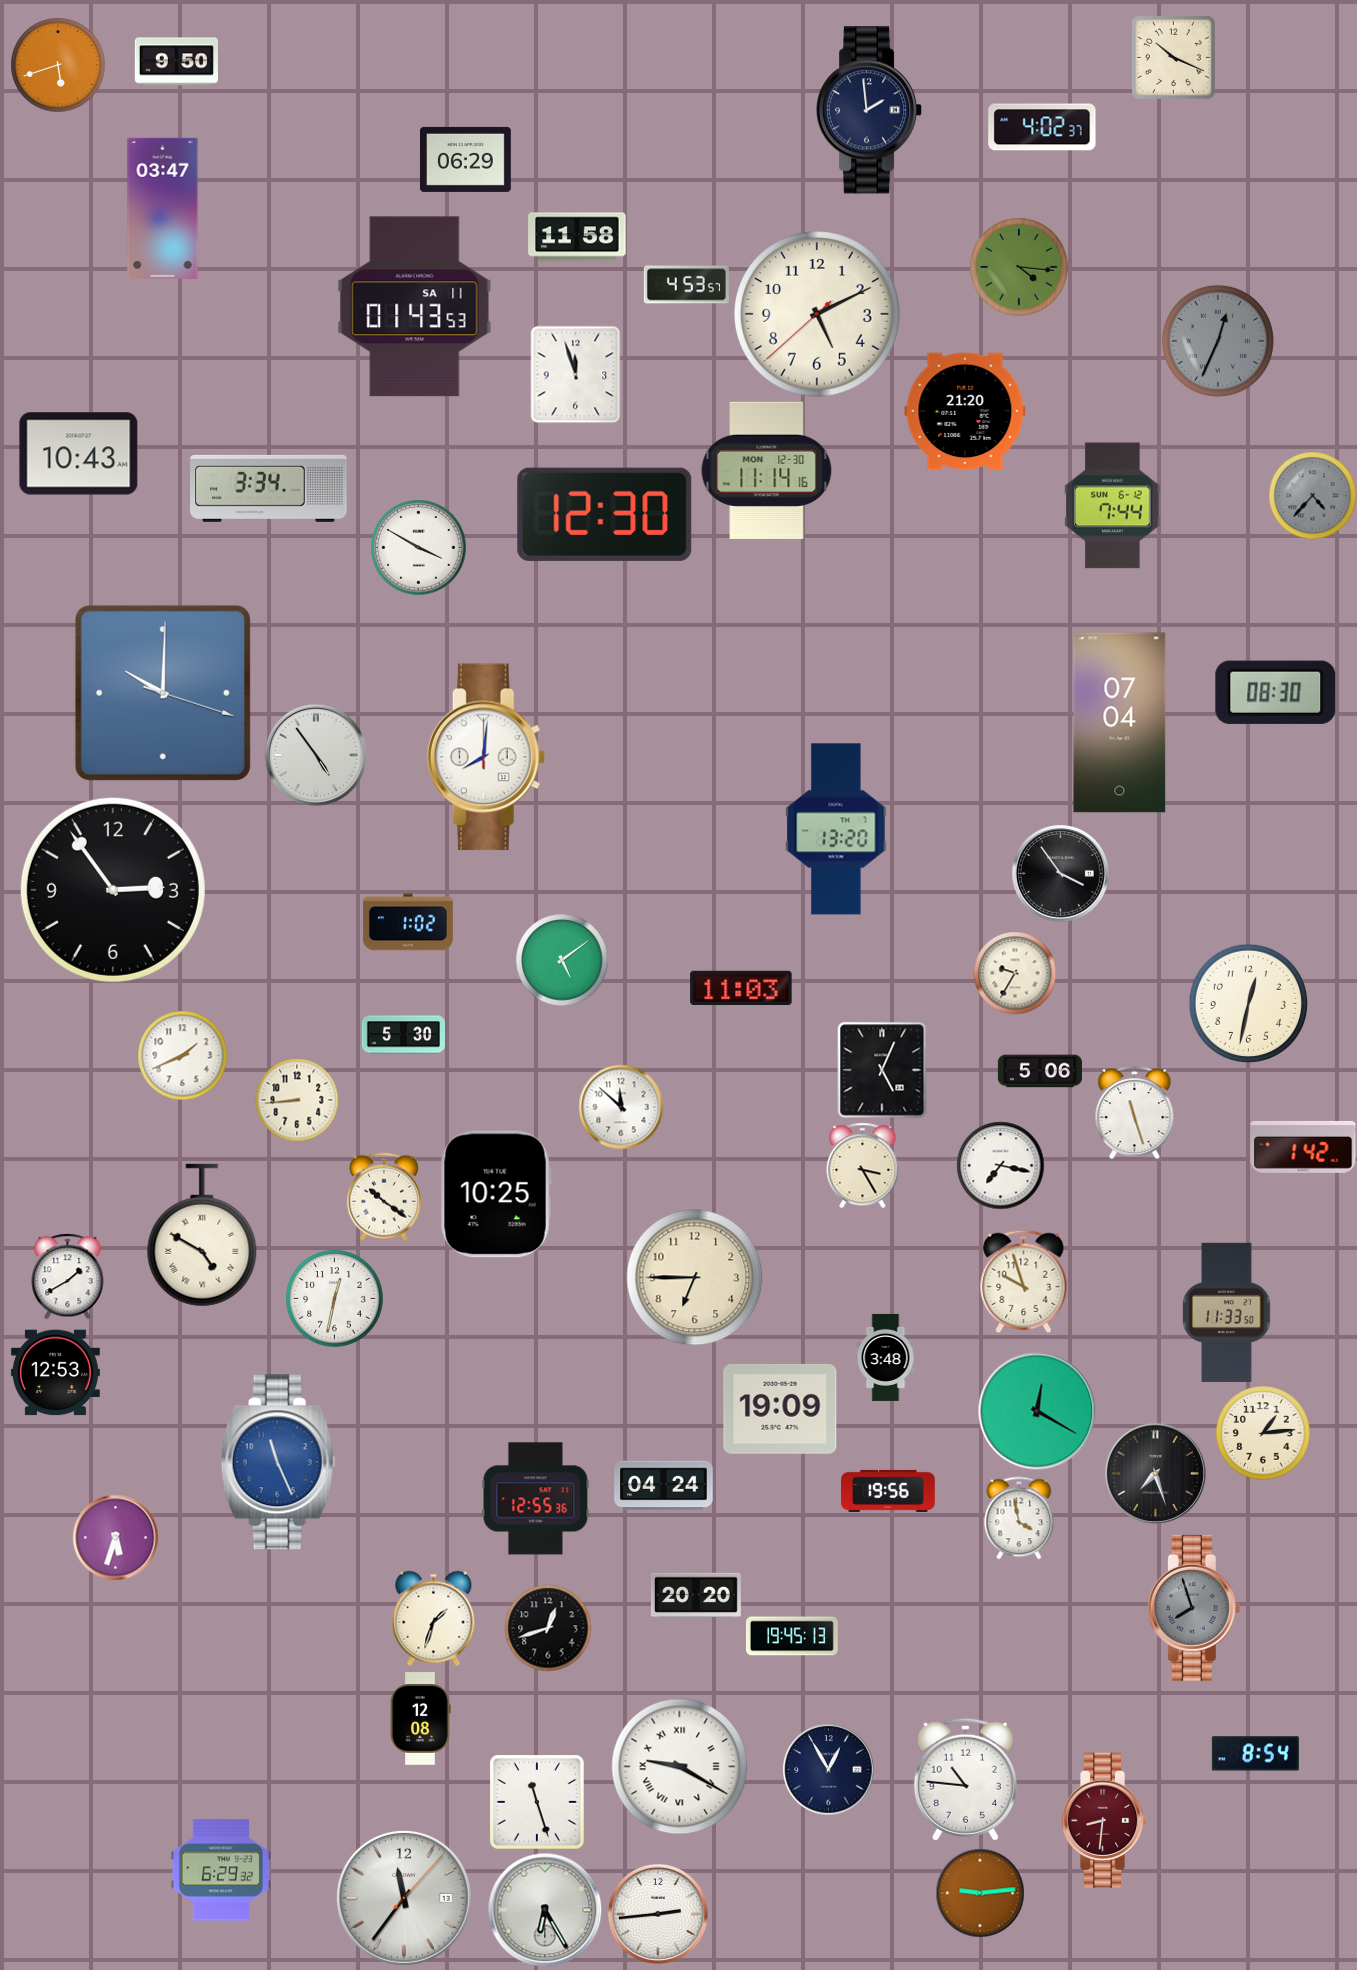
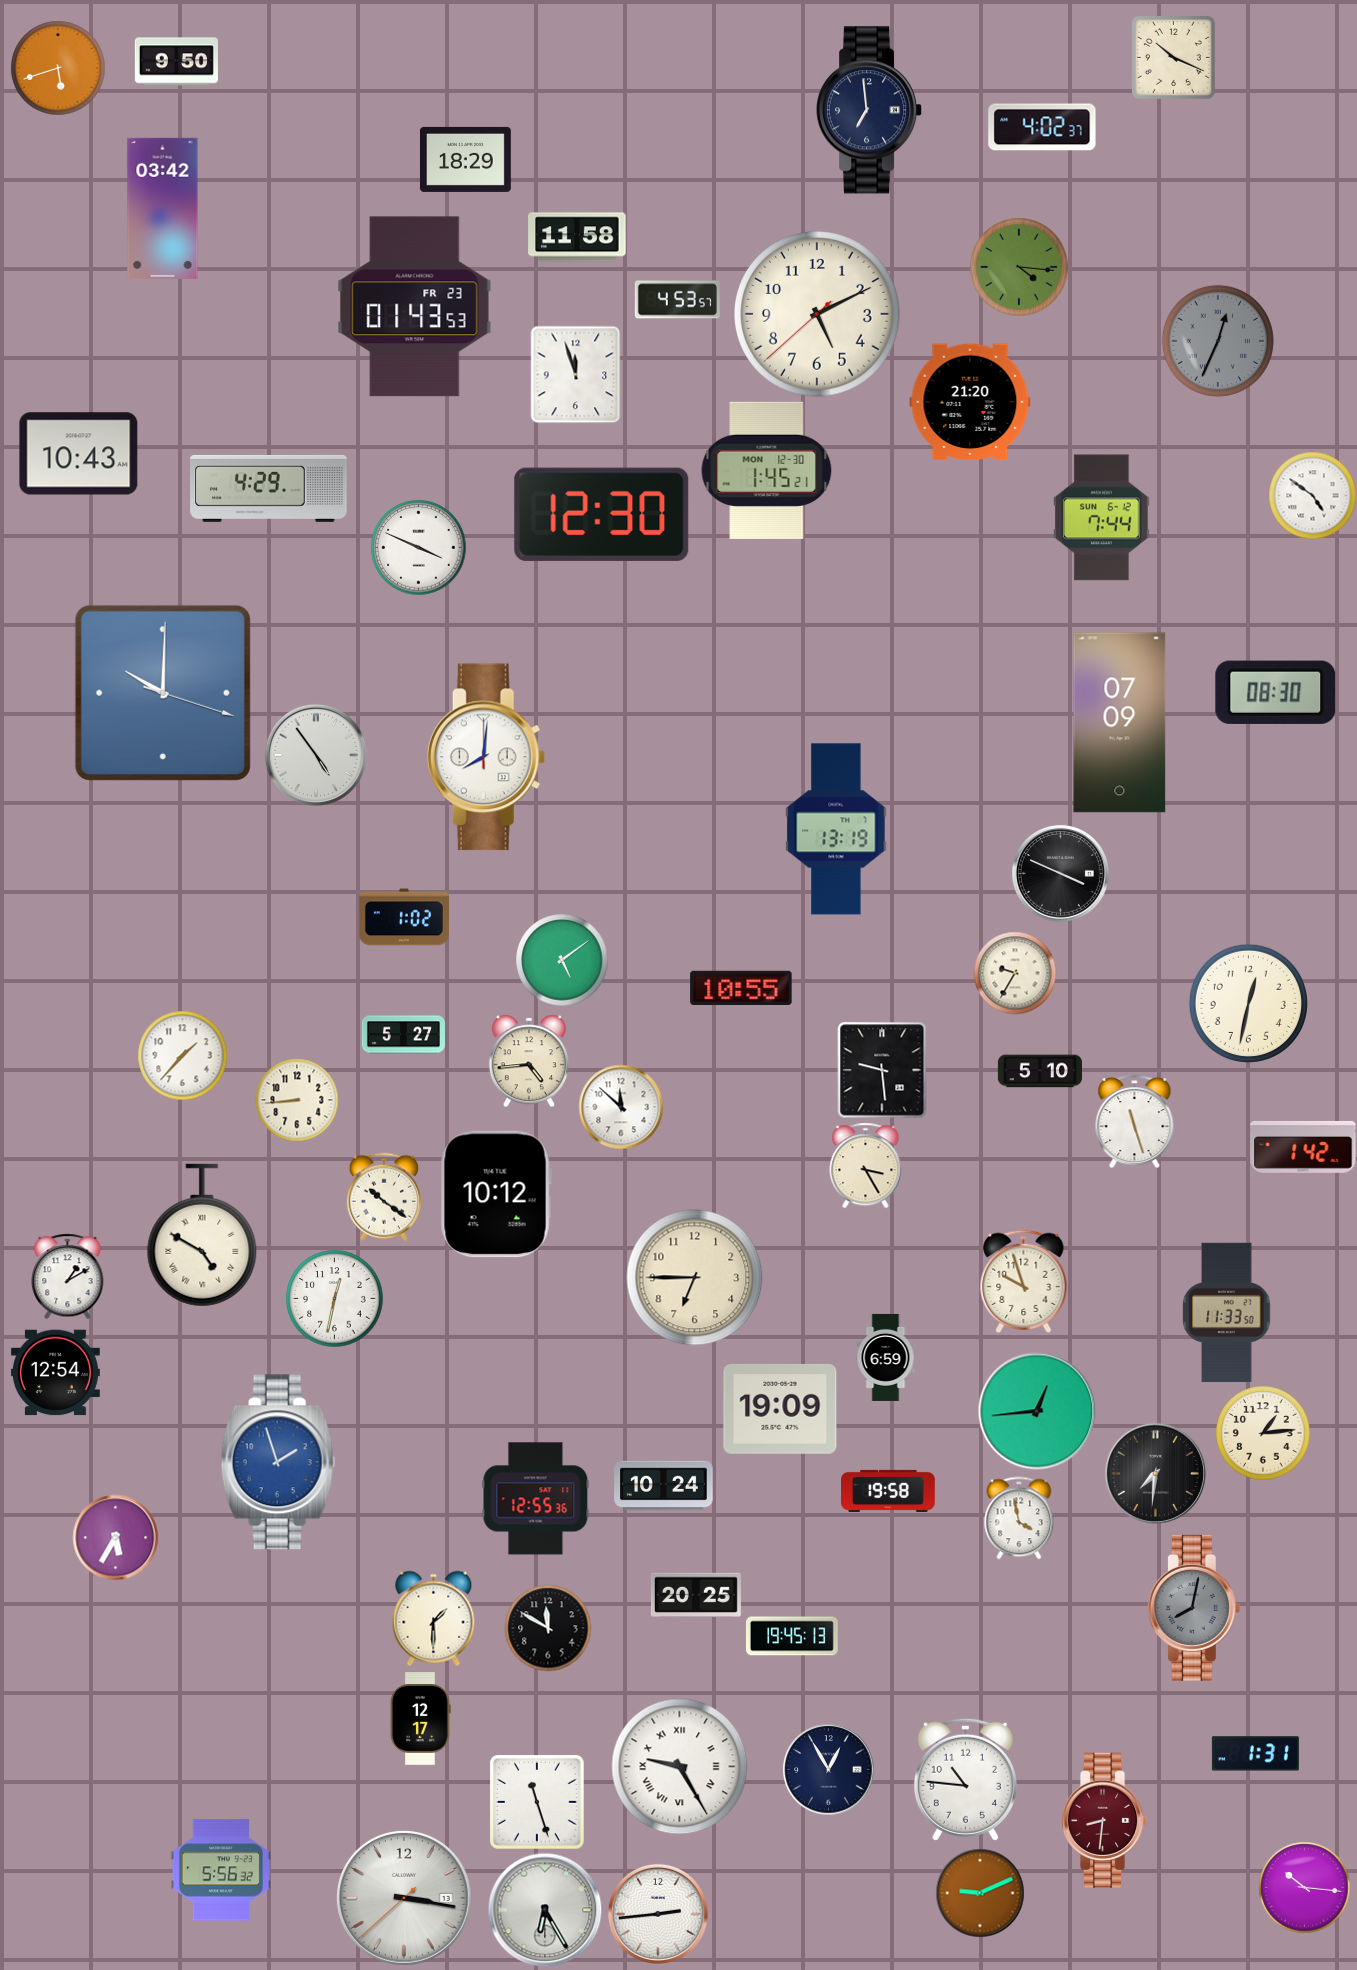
clock at (58, 65) position: (58, 65) -> (58, 68)
clock at (869, 110): 1:59 -> 6:59
clock at (465, 159): 06:29 -> 18:29
clock at (163, 208): 03:47 -> 03:42
clock at (686, 285) position: (686, 285) -> (677, 300)
clock at (415, 307) date: SA 11 -> FR 23
clock at (965, 411) position: (965, 411) -> (970, 402)
clock at (767, 470): 11:14 -> 1:45
clock at (269, 488): 3:34 -> 4:29
clock at (1312, 495): 4:37 -> 4:51
clock at (1312, 495) dial: grey -> white
clock at (1113, 506) position: (1113, 506) -> (1102, 518)
clock at (605, 514) position: (605, 514) -> (602, 514)
clock at (418, 547): 3:50 -> 3:49
clock at (1120, 723): 07:04 -> 07:09
clock at (836, 829): 13:20 -> 13:19
clock at (1060, 873): 3:54 -> 3:49
clock at (113, 890): 2:54 -> none
clock at (408, 922) position: (408, 922) -> (404, 917)
clock at (741, 987): 11:03 -> 10:55
clock at (403, 1035): 5:30 -> 5:27
clock at (182, 1055): 1:41 -> 1:37
clock at (529, 1061): none -> 4:44
clock at (882, 1070): 5:04 -> 9:29
clock at (1040, 1071): 5:06 -> 5:10
clock at (1135, 1113) position: (1135, 1113) -> (1135, 1122)
clock at (863, 1165) position: (863, 1165) -> (866, 1165)
clock at (1000, 1165): 7:17 -> none
clock at (496, 1194): 10:25 -> 10:12
clock at (68, 1276): 1:40 -> 1:10
clock at (886, 1357): 3:48 -> 6:59
clock at (55, 1373): 12:53 -> 12:54
clock at (1037, 1411): 12:20 -> 12:44
clock at (278, 1462): 11:26 -> 1:57
clock at (1155, 1473): 7:27 -> 7:31
clock at (664, 1486): 04:24 -> 10:24
clock at (888, 1491): 19:56 -> 19:58
clock at (115, 1537): 5:33 -> 5:35
clock at (696, 1594): 20:20 -> 20:25
clock at (1194, 1608): 7:57 -> 8:02
clock at (434, 1618): 1:33 -> 1:30
clock at (548, 1628): 12:42 -> 11:50
clock at (420, 1719): 12:08 -> 12:17
clock at (1255, 1754): 8:54 -> 1:31
clock at (680, 1767): 9:20 -> 9:25
clock at (221, 1870): 6:29 -> 5:56
clock at (1304, 1887): none -> 10:16
clock at (980, 1893): 9:14 -> 9:11
clock at (404, 1898): 11:36 -> 3:16
